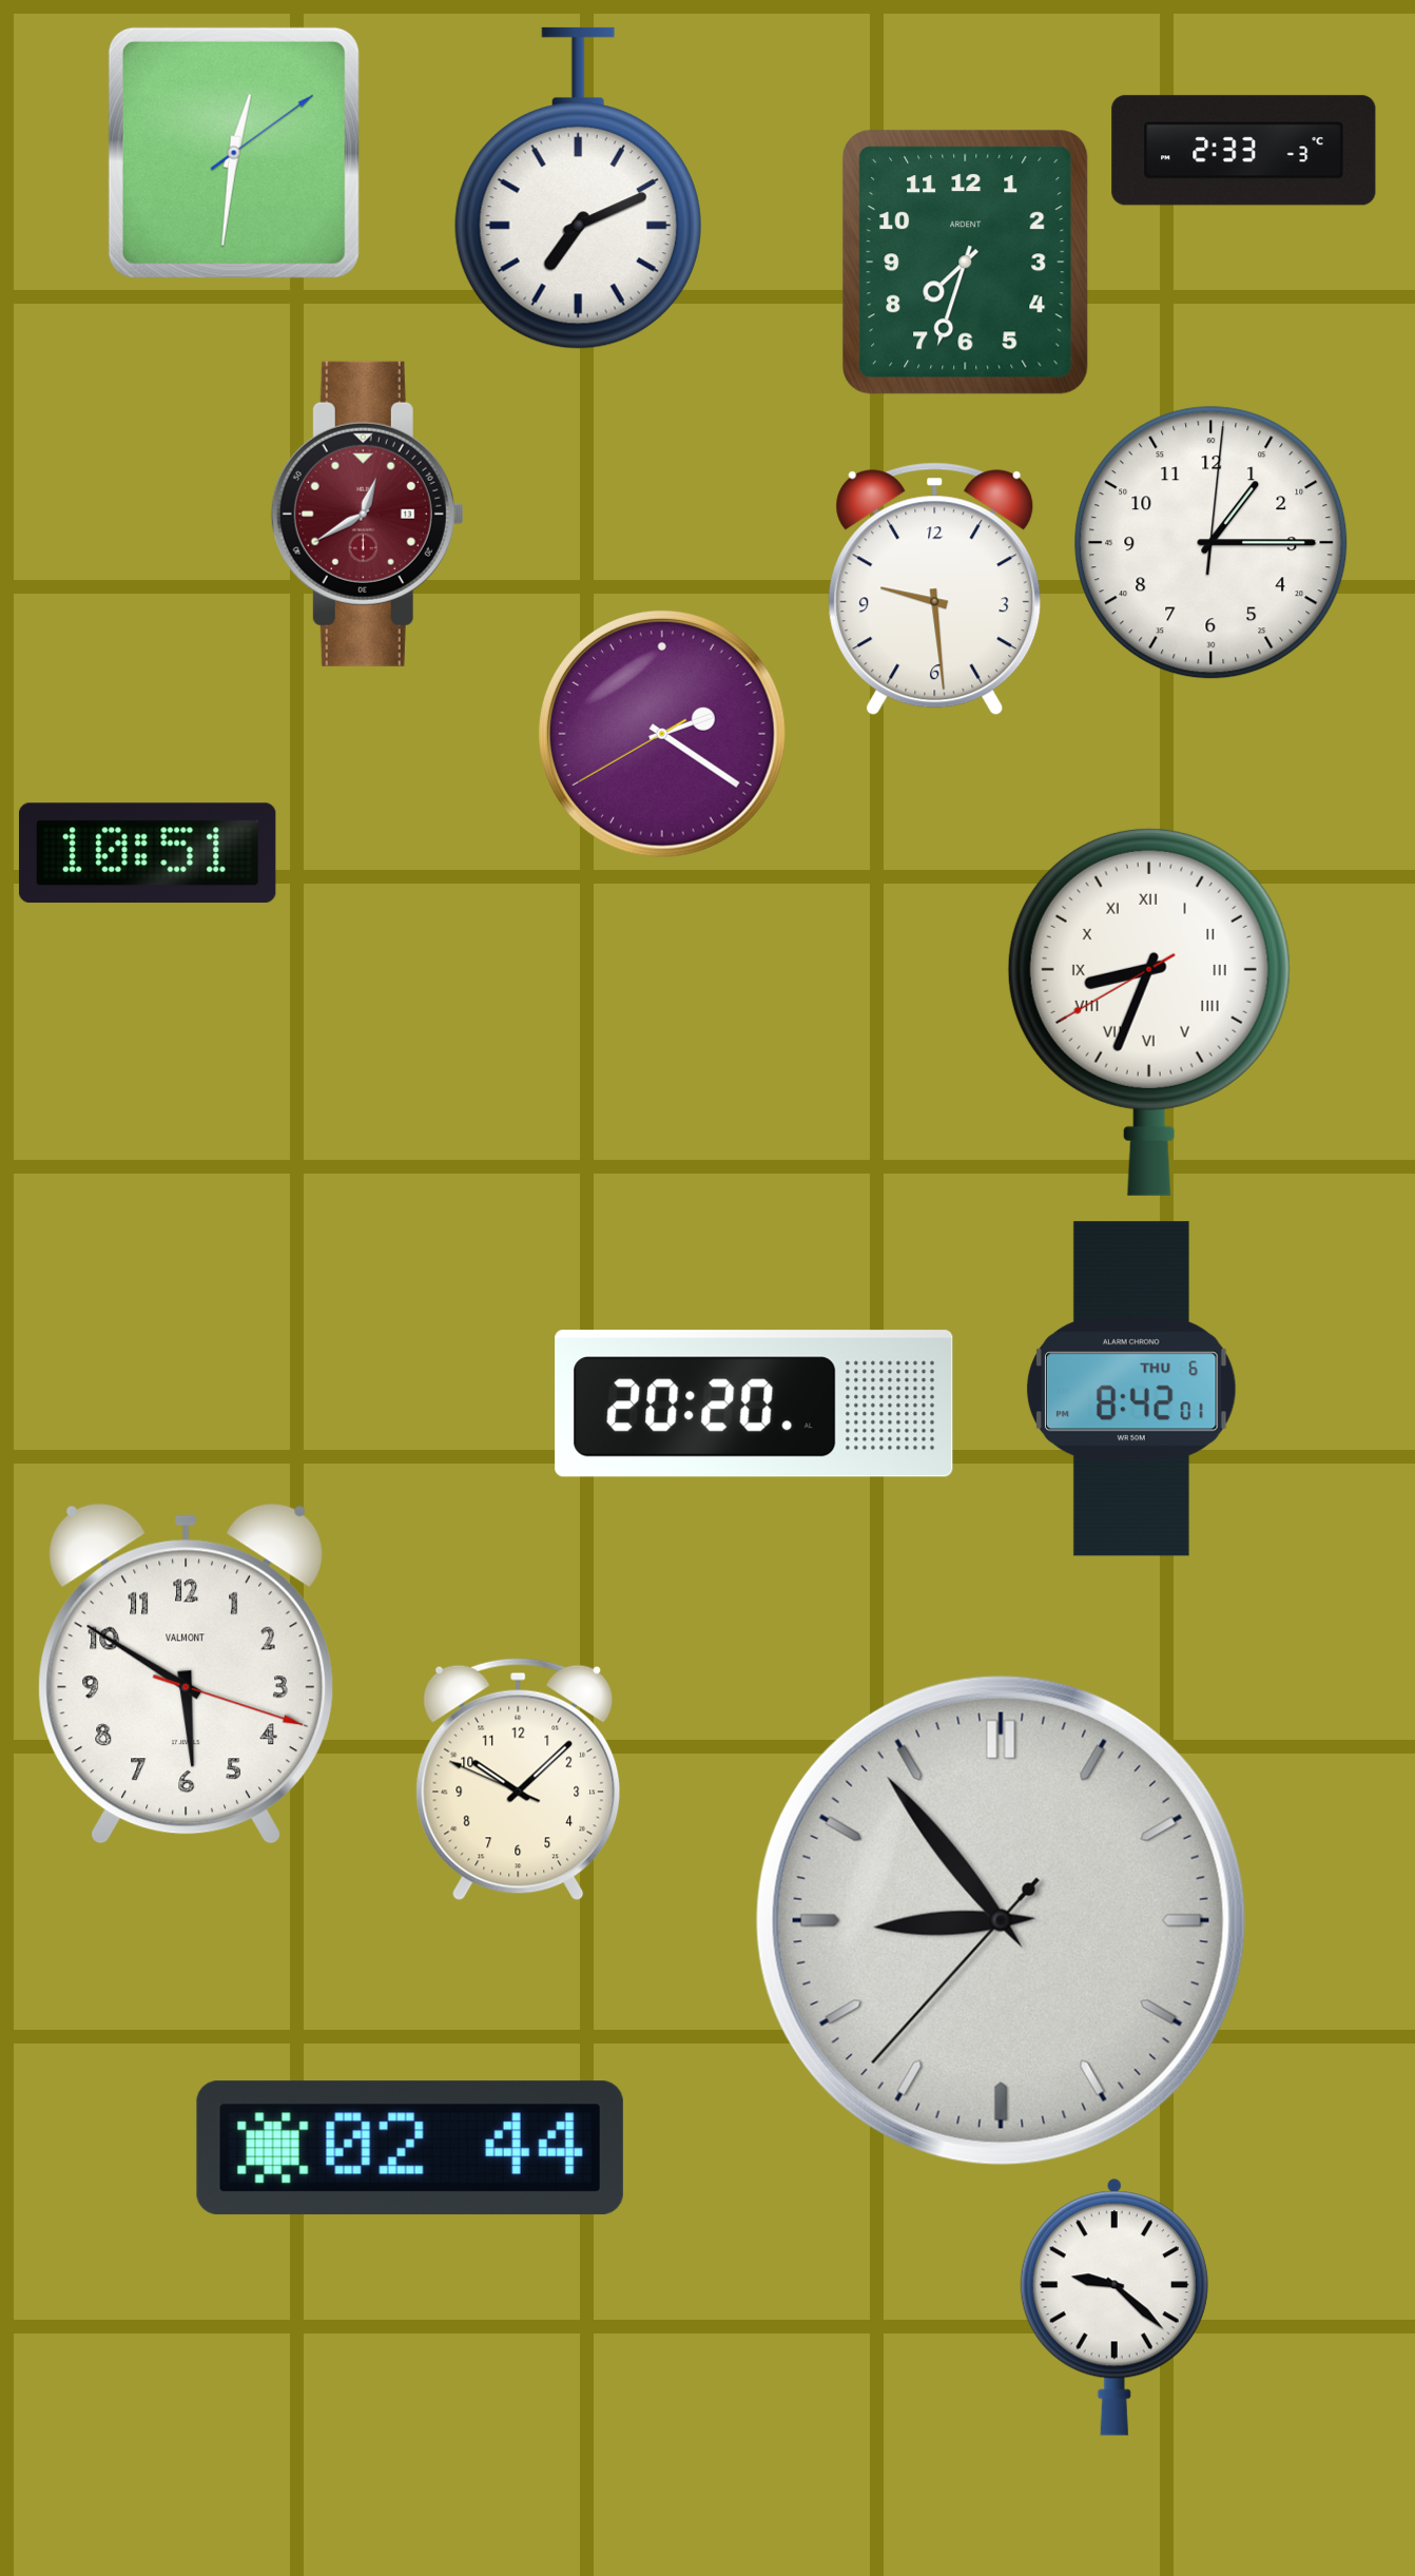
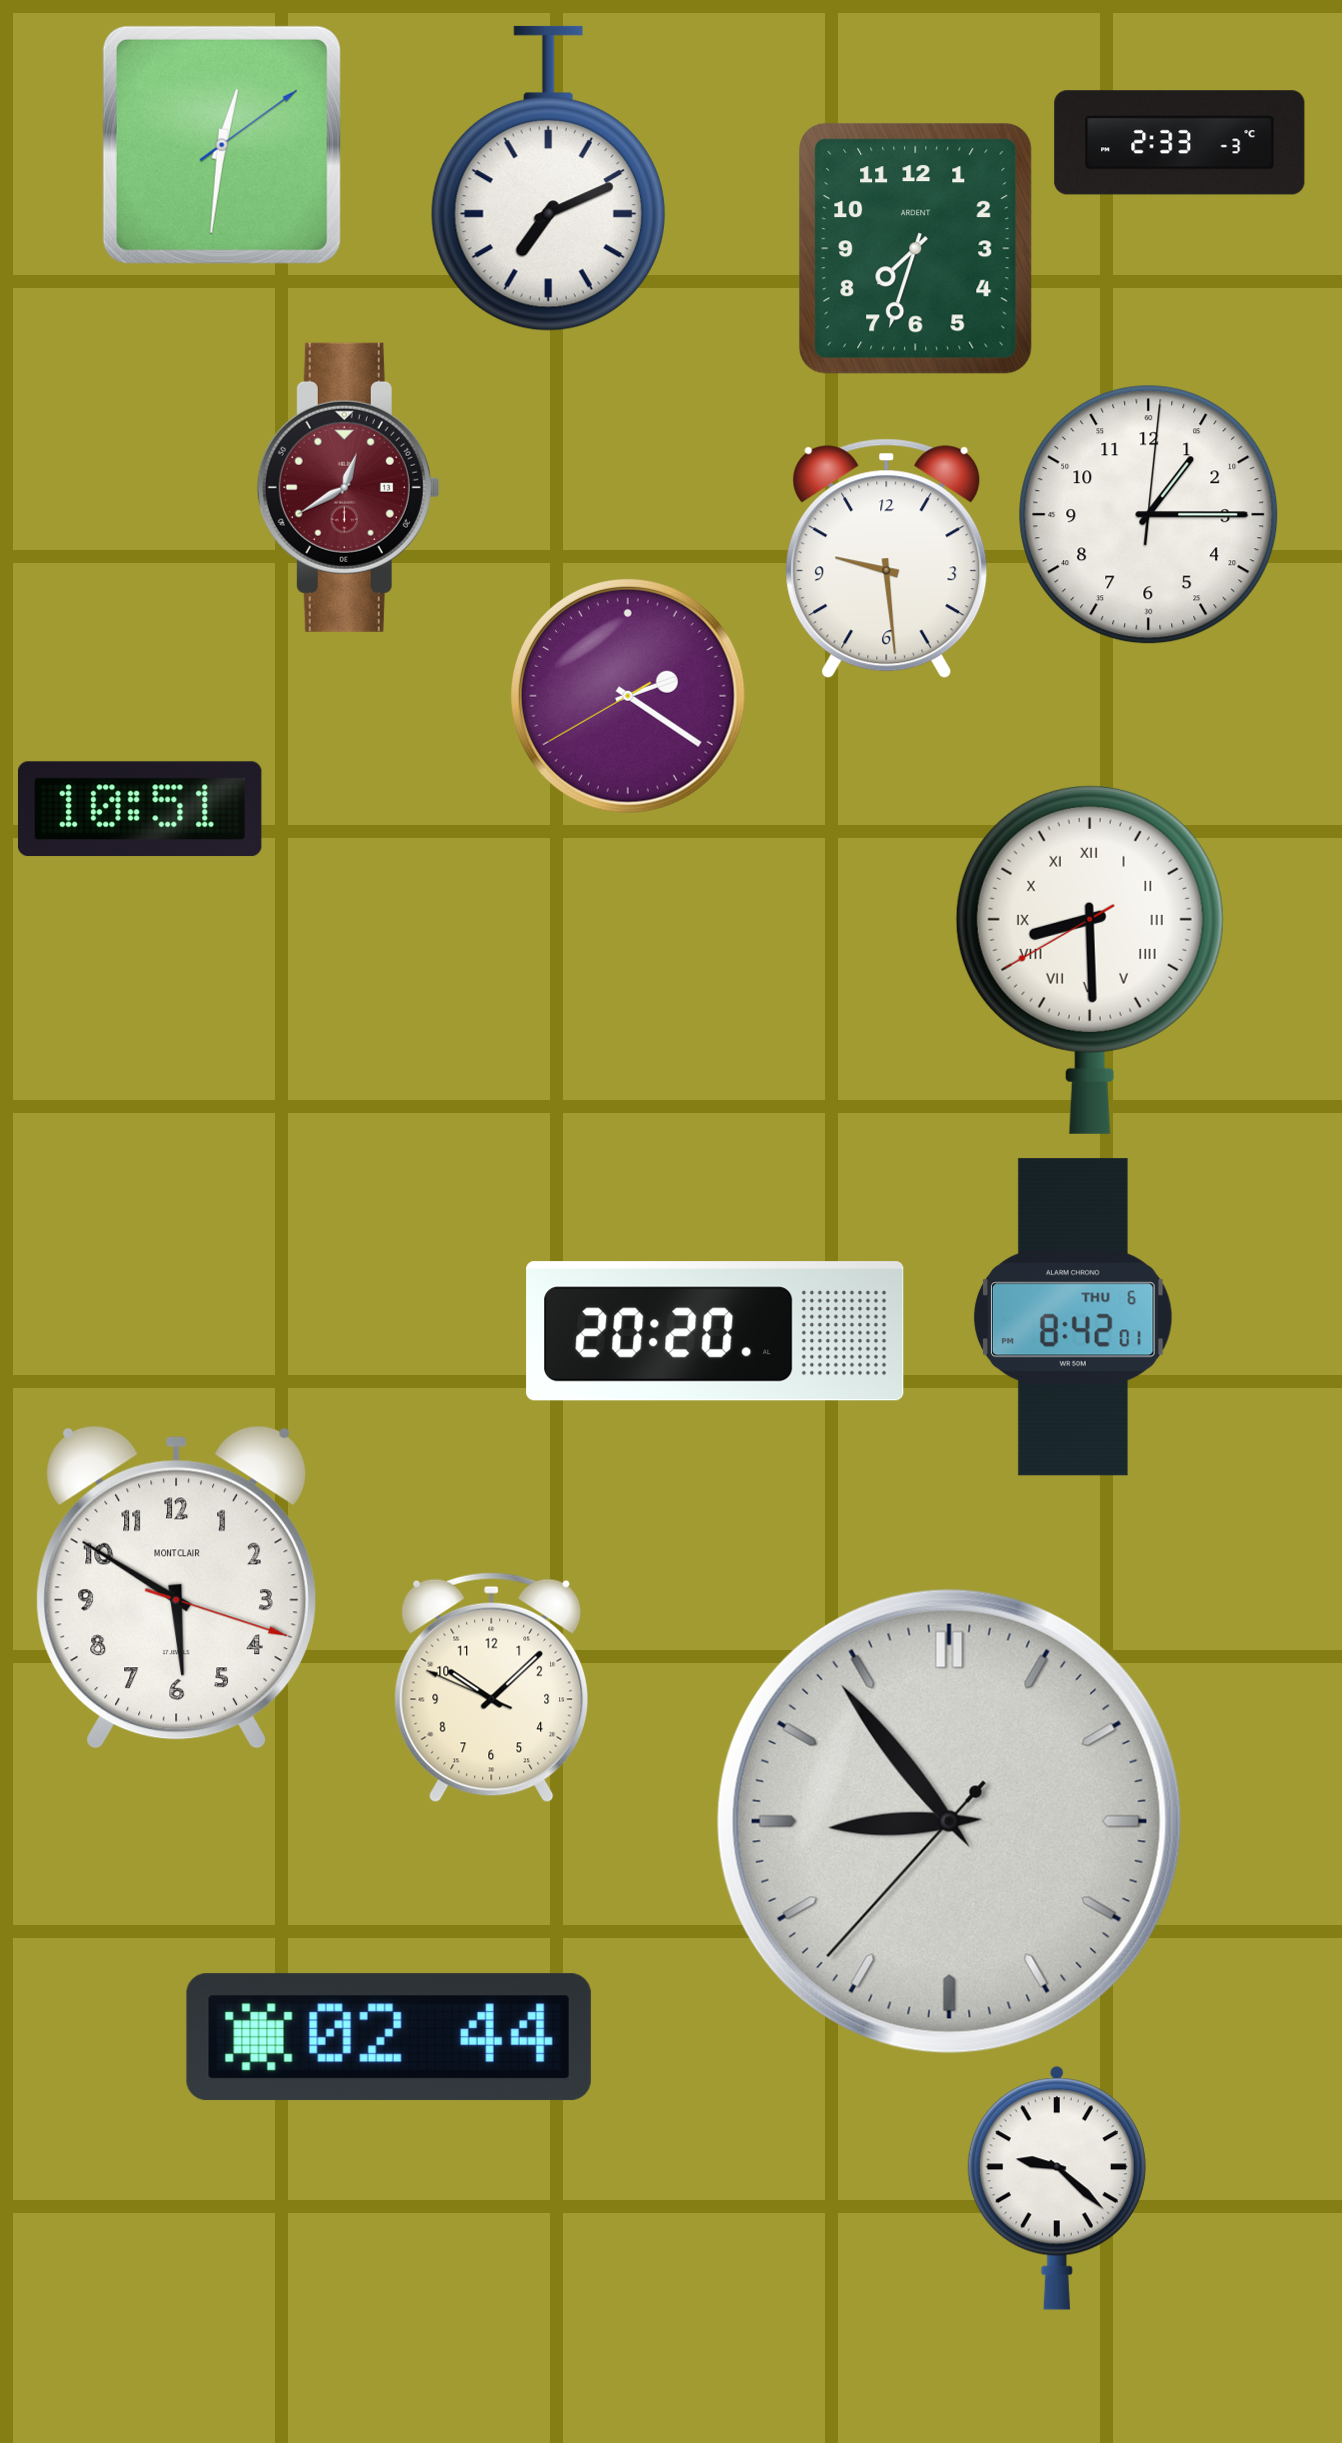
clock at (1149, 1011): 8:33 -> 8:29
clock at (186, 1673) brand: VALMONT -> MONTCLAIR
